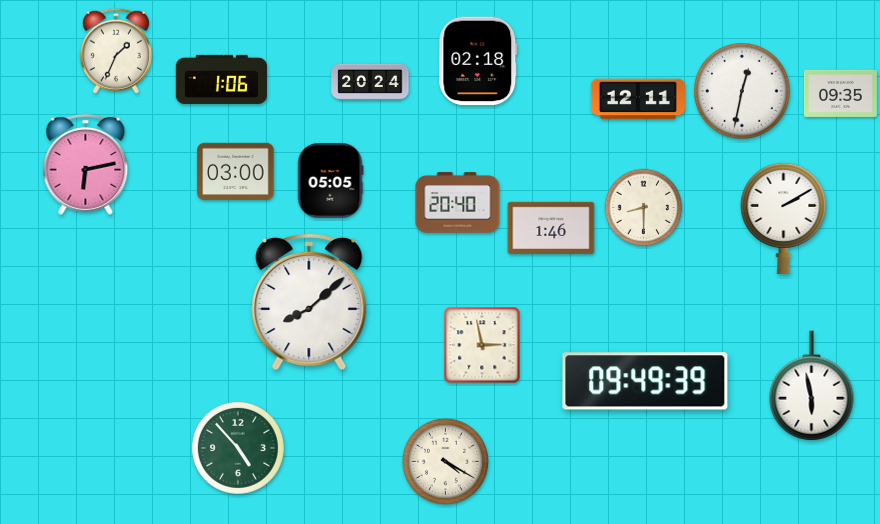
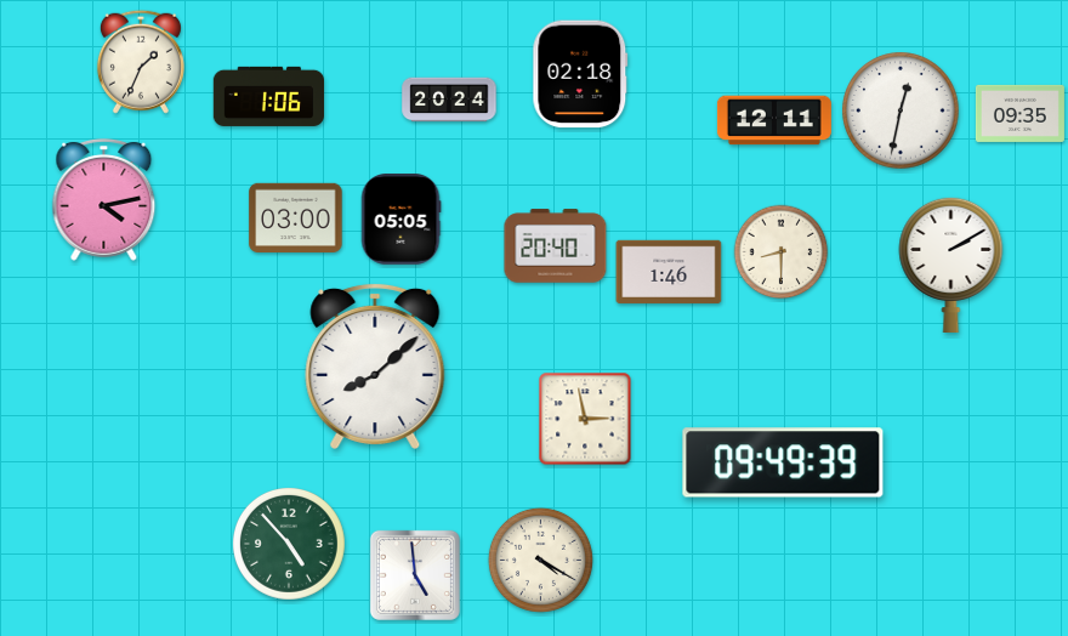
clock at (86, 164): 6:13 -> 4:13
clock at (236, 172) position: (236, 172) -> (296, 218)
clock at (551, 227) position: (551, 227) -> (669, 271)
clock at (812, 386): 5:58 -> none
clock at (415, 575): none -> 4:59
